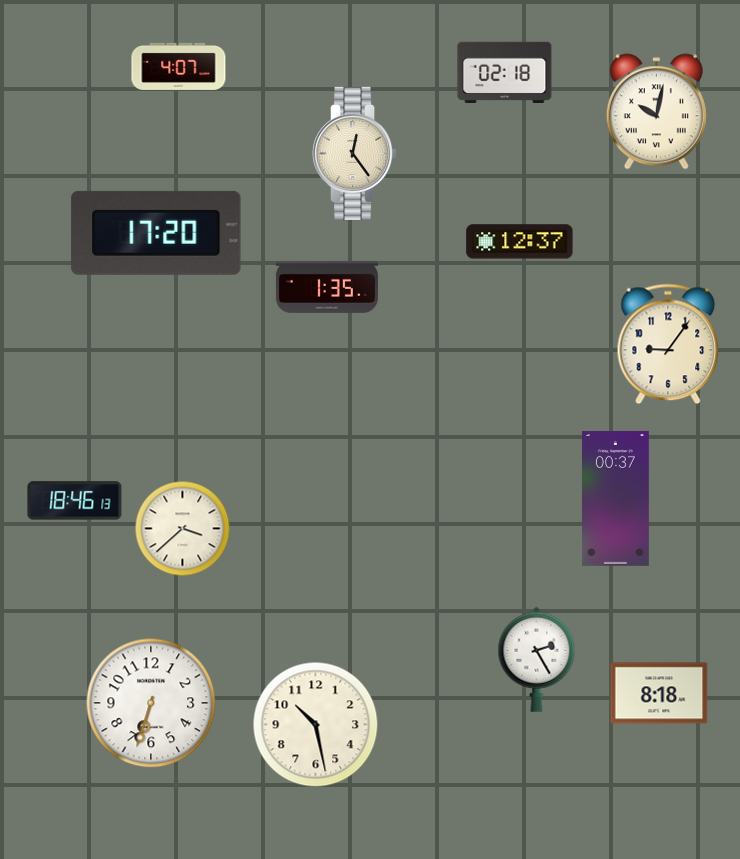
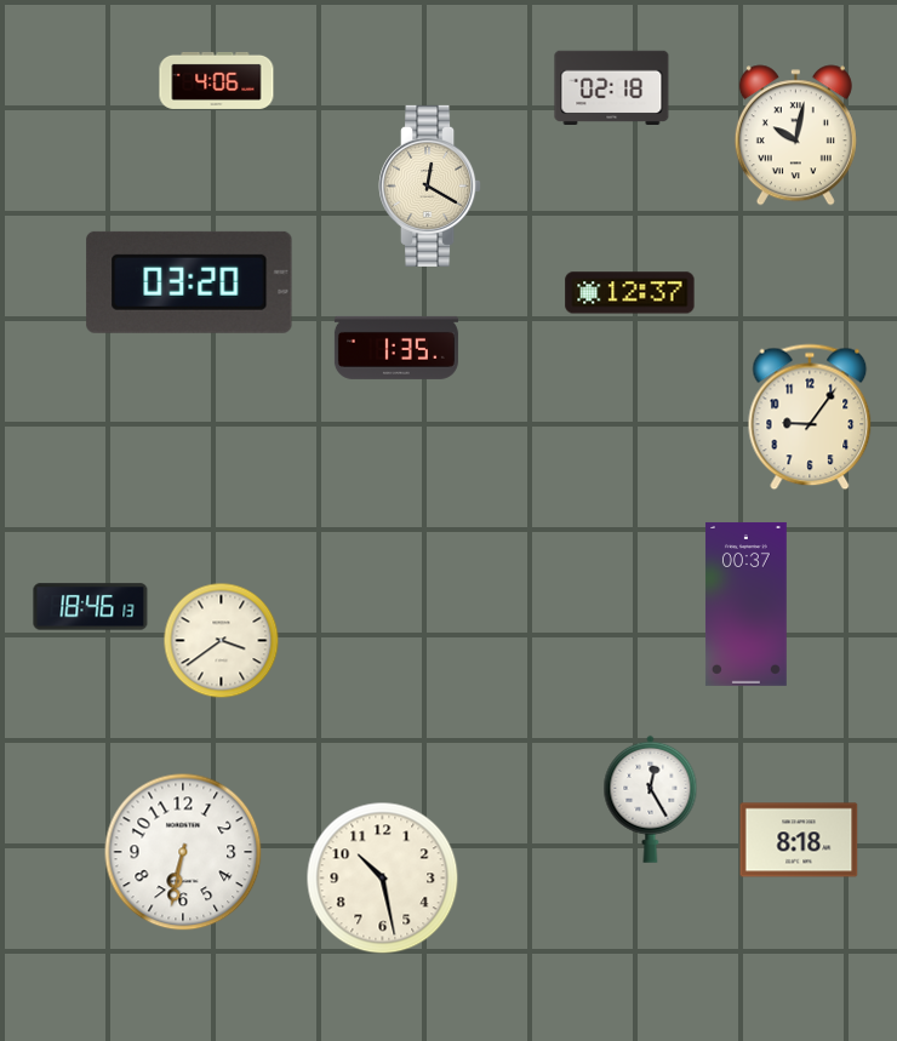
clock at (179, 66): 4:07 -> 4:06
clock at (355, 153): 12:24 -> 12:20
clock at (156, 233): 17:20 -> 03:20
clock at (183, 529): 3:38 -> 3:39
clock at (537, 659): 2:25 -> 12:25
clock at (151, 703): 6:33 -> 6:32
